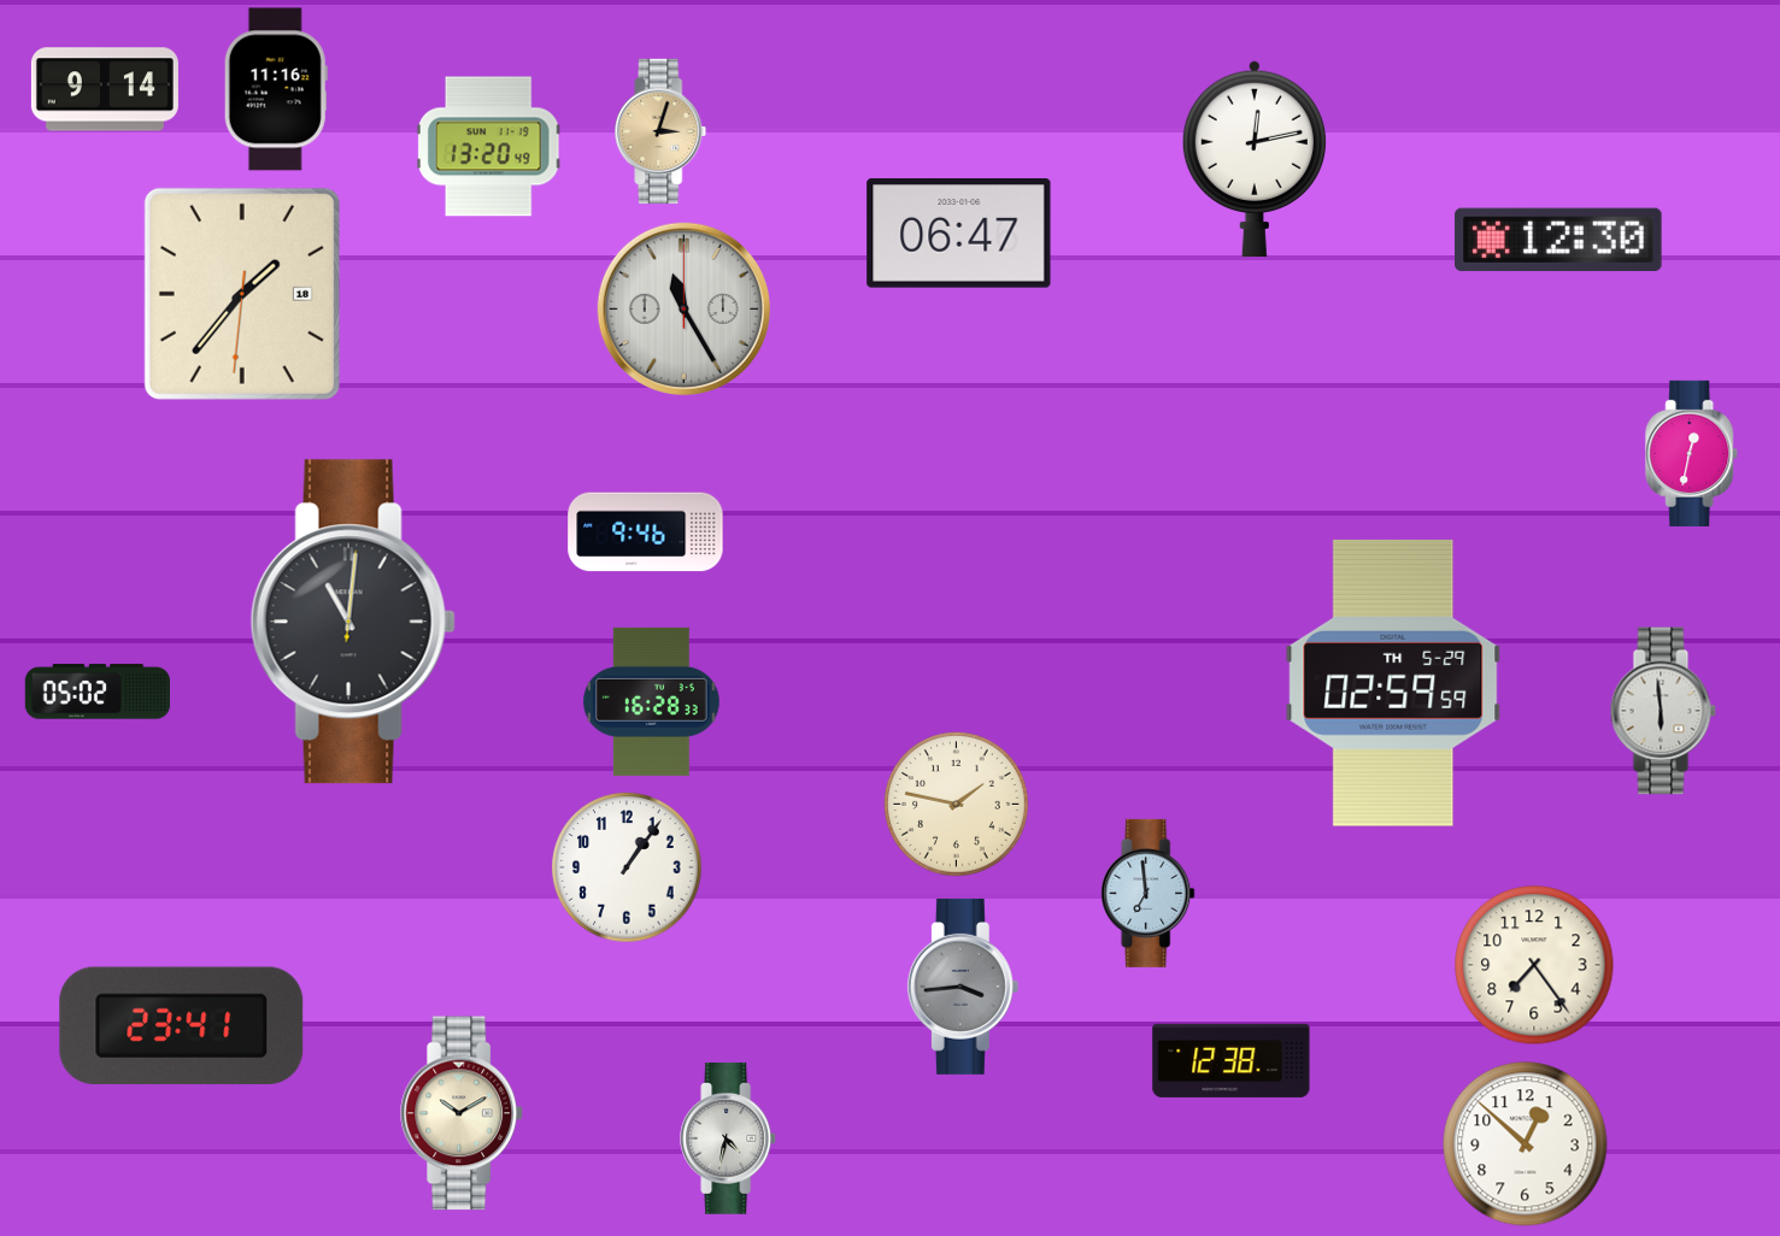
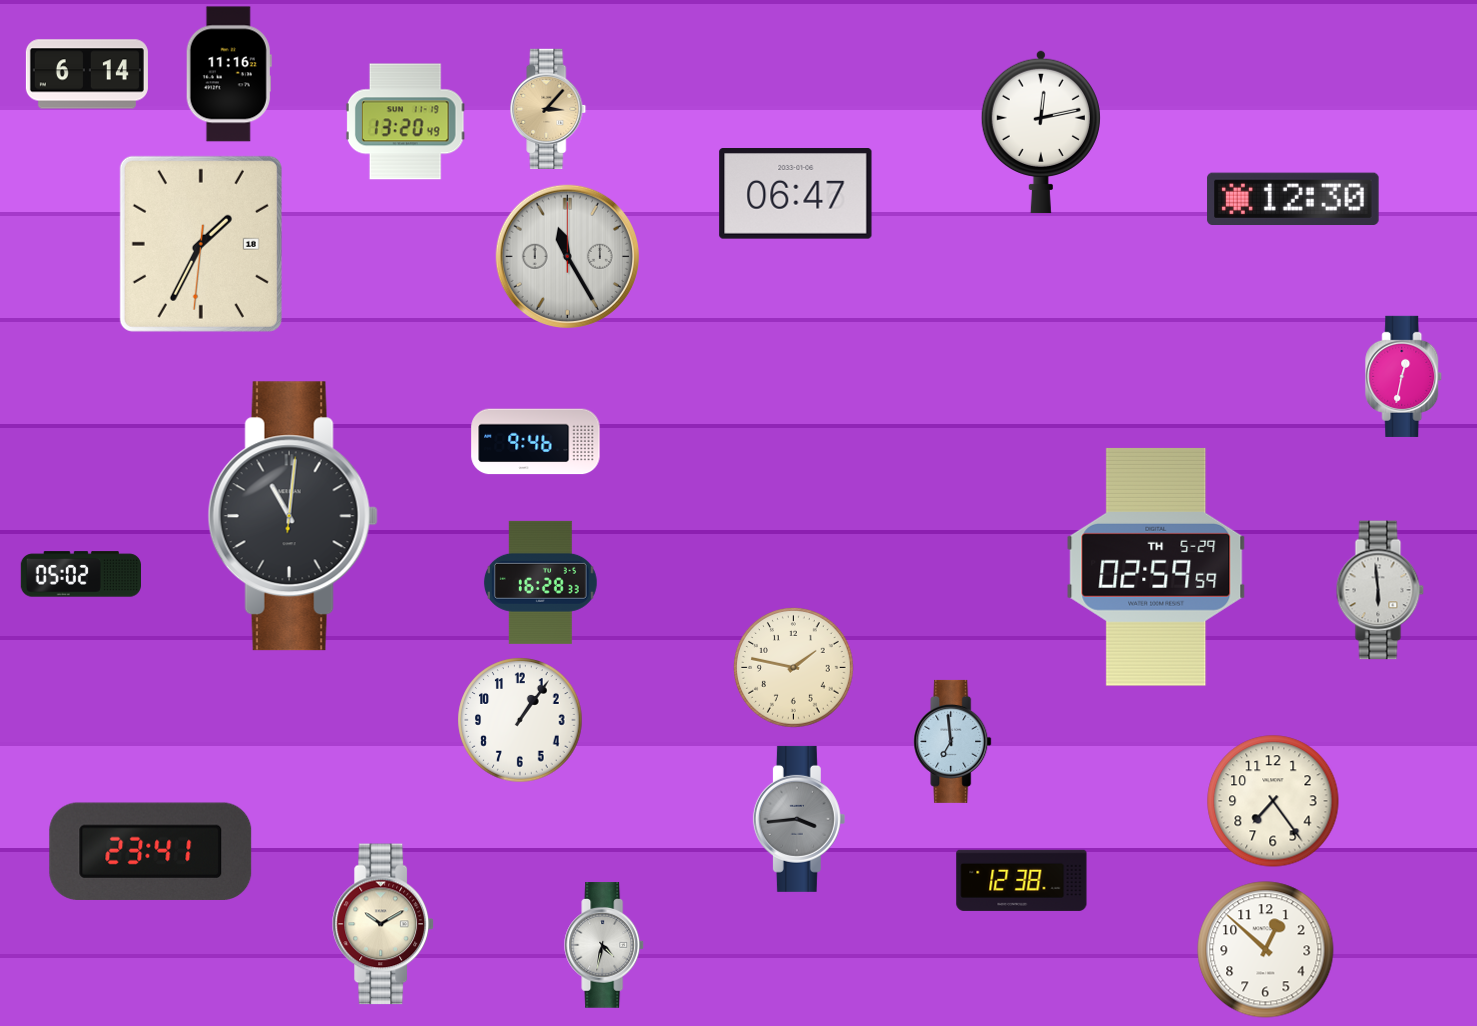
clock at (105, 89): 9:14 -> 6:14
clock at (660, 130): 3:03 -> 3:07
clock at (242, 294): 1:36 -> 1:34
